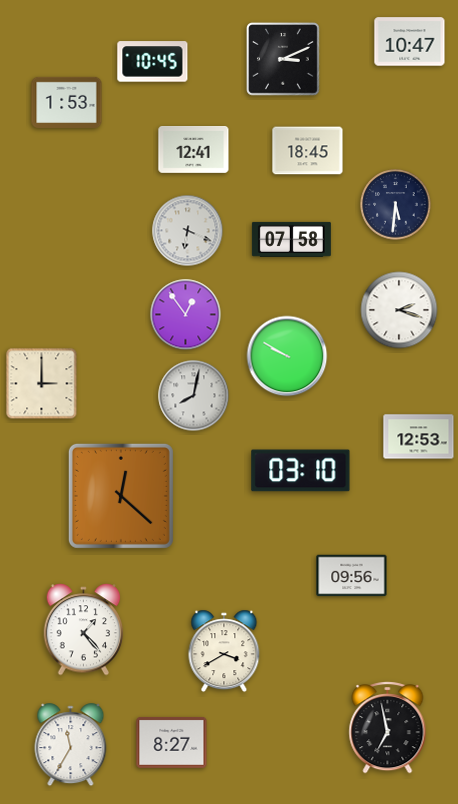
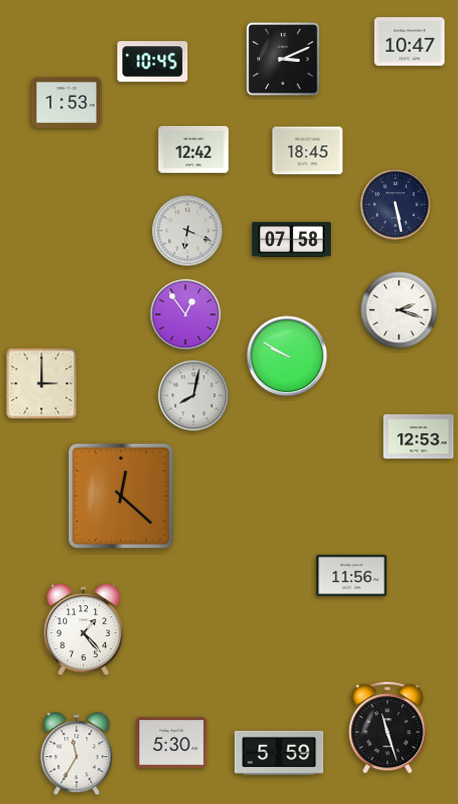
clock at (194, 150): 12:41 -> 12:42
clock at (396, 205): 5:31 -> 5:28
clock at (301, 471): 03:10 -> none
clock at (352, 576): 09:56 -> 11:56
clock at (224, 651): 3:40 -> none
clock at (388, 728): 6:58 -> 11:27
clock at (172, 742): 8:27 -> 5:30
clock at (71, 745) position: (71, 745) -> (77, 754)
clock at (279, 753): none -> 5:59
